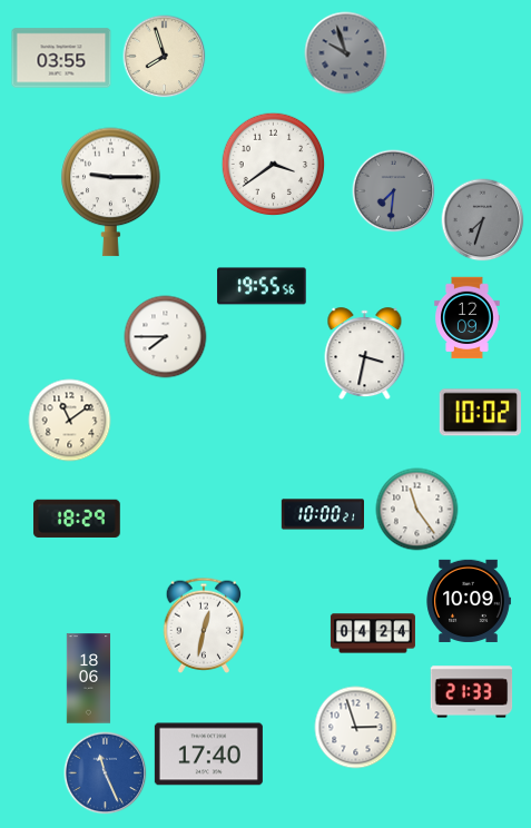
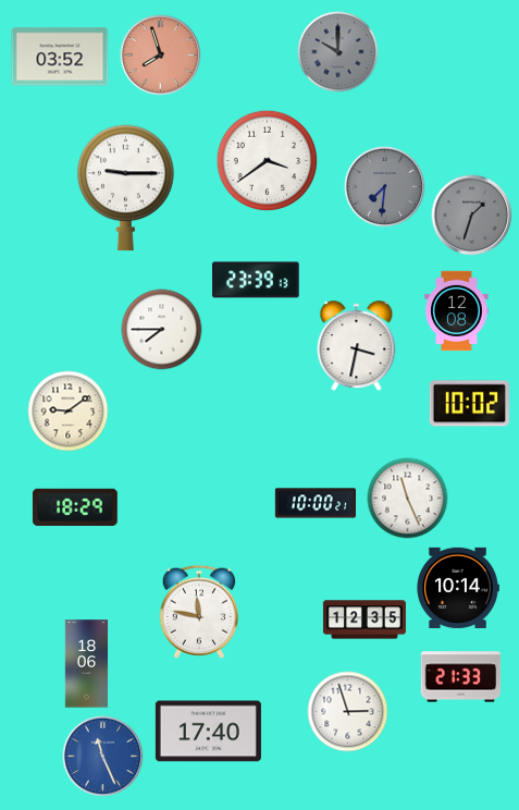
clock at (346, 53): 9:57 -> 10:00
clock at (165, 57) dial: cream -> salmon
clock at (61, 58): 03:55 -> 03:52
clock at (111, 193) position: (111, 193) -> (126, 188)
clock at (483, 220): 7:33 -> 1:33
clock at (262, 286): 19:55 -> 23:39
clock at (468, 318): 12:09 -> 12:08
clock at (70, 421): 11:09 -> 9:09
clock at (417, 510): 11:24 -> 11:26
clock at (469, 601): 10:09 -> 10:14
clock at (204, 625): 12:32 -> 11:47
clock at (373, 633): 04:24 -> 12:35
clock at (208, 755) position: (208, 755) -> (208, 732)
